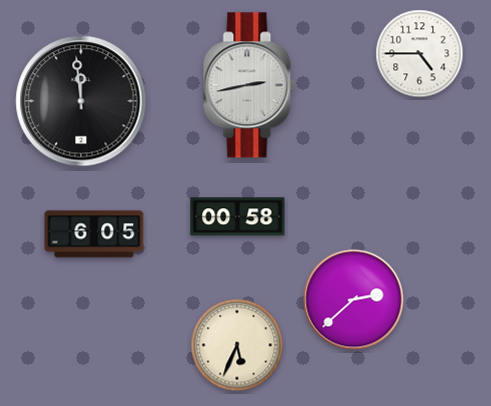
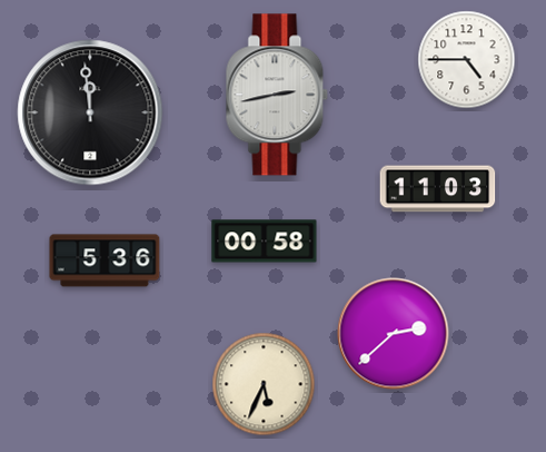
clock at (438, 189): none -> 11:03
clock at (94, 234): 6:05 -> 5:36
